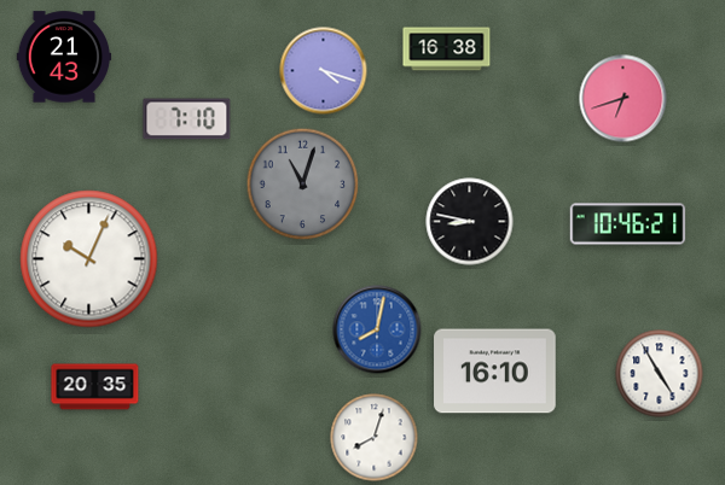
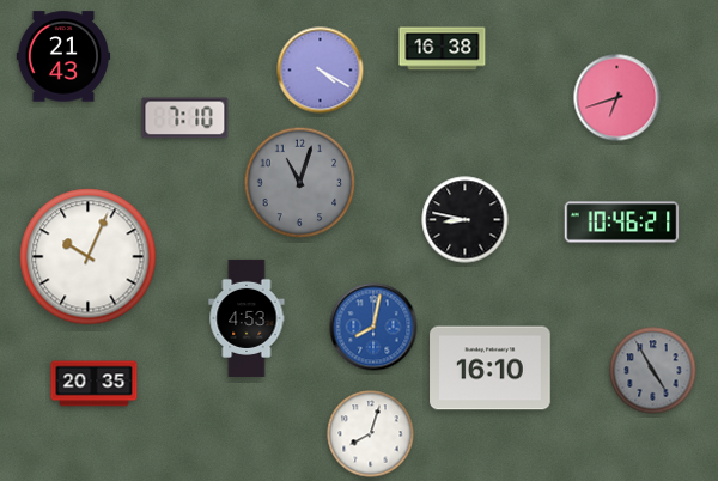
clock at (324, 71): 4:18 -> 4:20
clock at (247, 318): none -> 4:53
clock at (660, 374) dial: white -> grey
